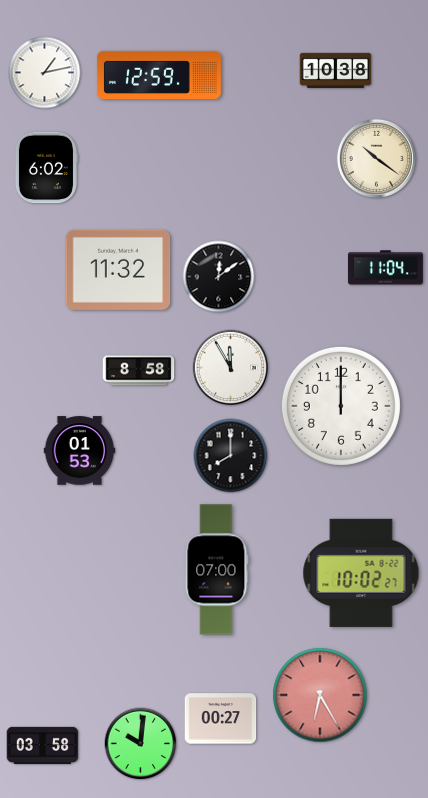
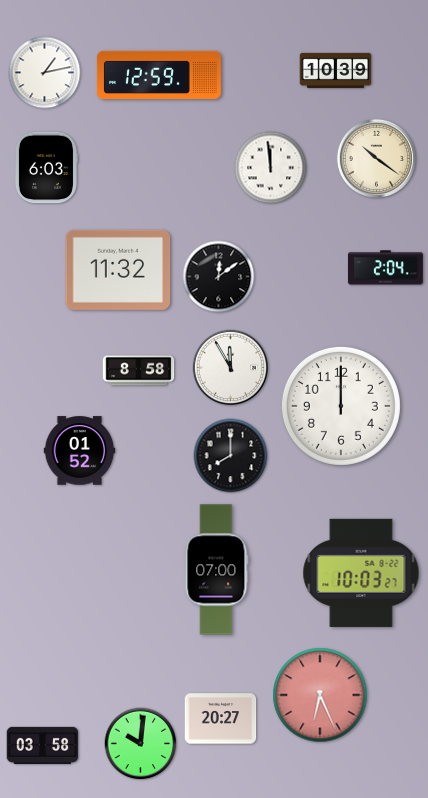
clock at (336, 70): 10:38 -> 10:39
clock at (46, 168): 6:02 -> 6:03
clock at (271, 168): none -> 11:59
clock at (385, 268): 11:04 -> 2:04
clock at (80, 451): 01:53 -> 01:52
clock at (361, 573): 10:02 -> 10:03
clock at (320, 695): 6:25 -> 6:26
clock at (221, 719): 00:27 -> 20:27
